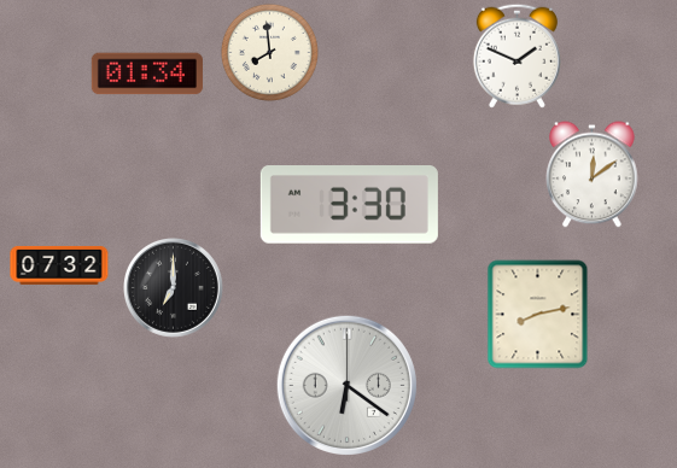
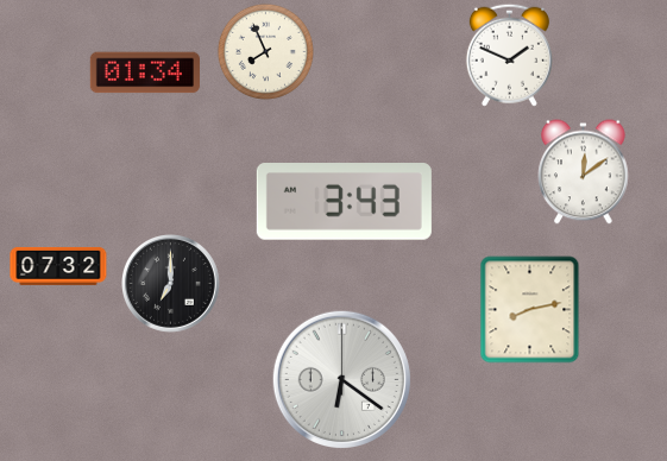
clock at (269, 52): 7:59 -> 7:56
clock at (349, 205): 3:30 -> 3:43
clock at (59, 265) position: (59, 265) -> (58, 266)
